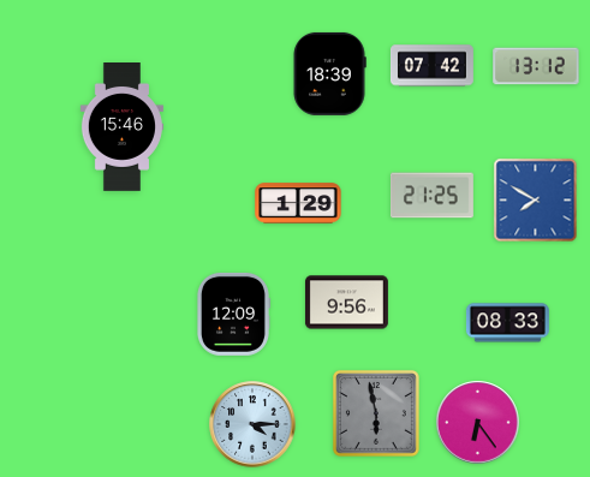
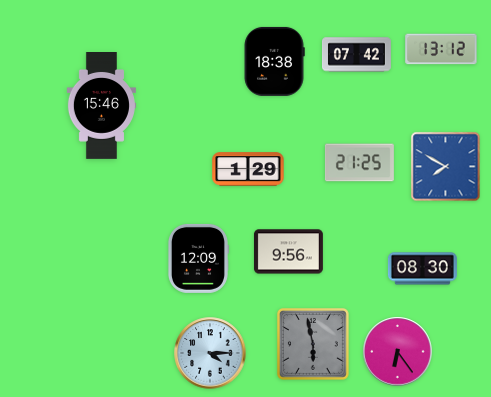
clock at (431, 66) position: (431, 66) -> (356, 55)
clock at (536, 66) position: (536, 66) -> (441, 49)
clock at (329, 73): 18:39 -> 18:38
clock at (233, 314) position: (233, 314) -> (198, 258)
clock at (507, 323): 08:33 -> 08:30
